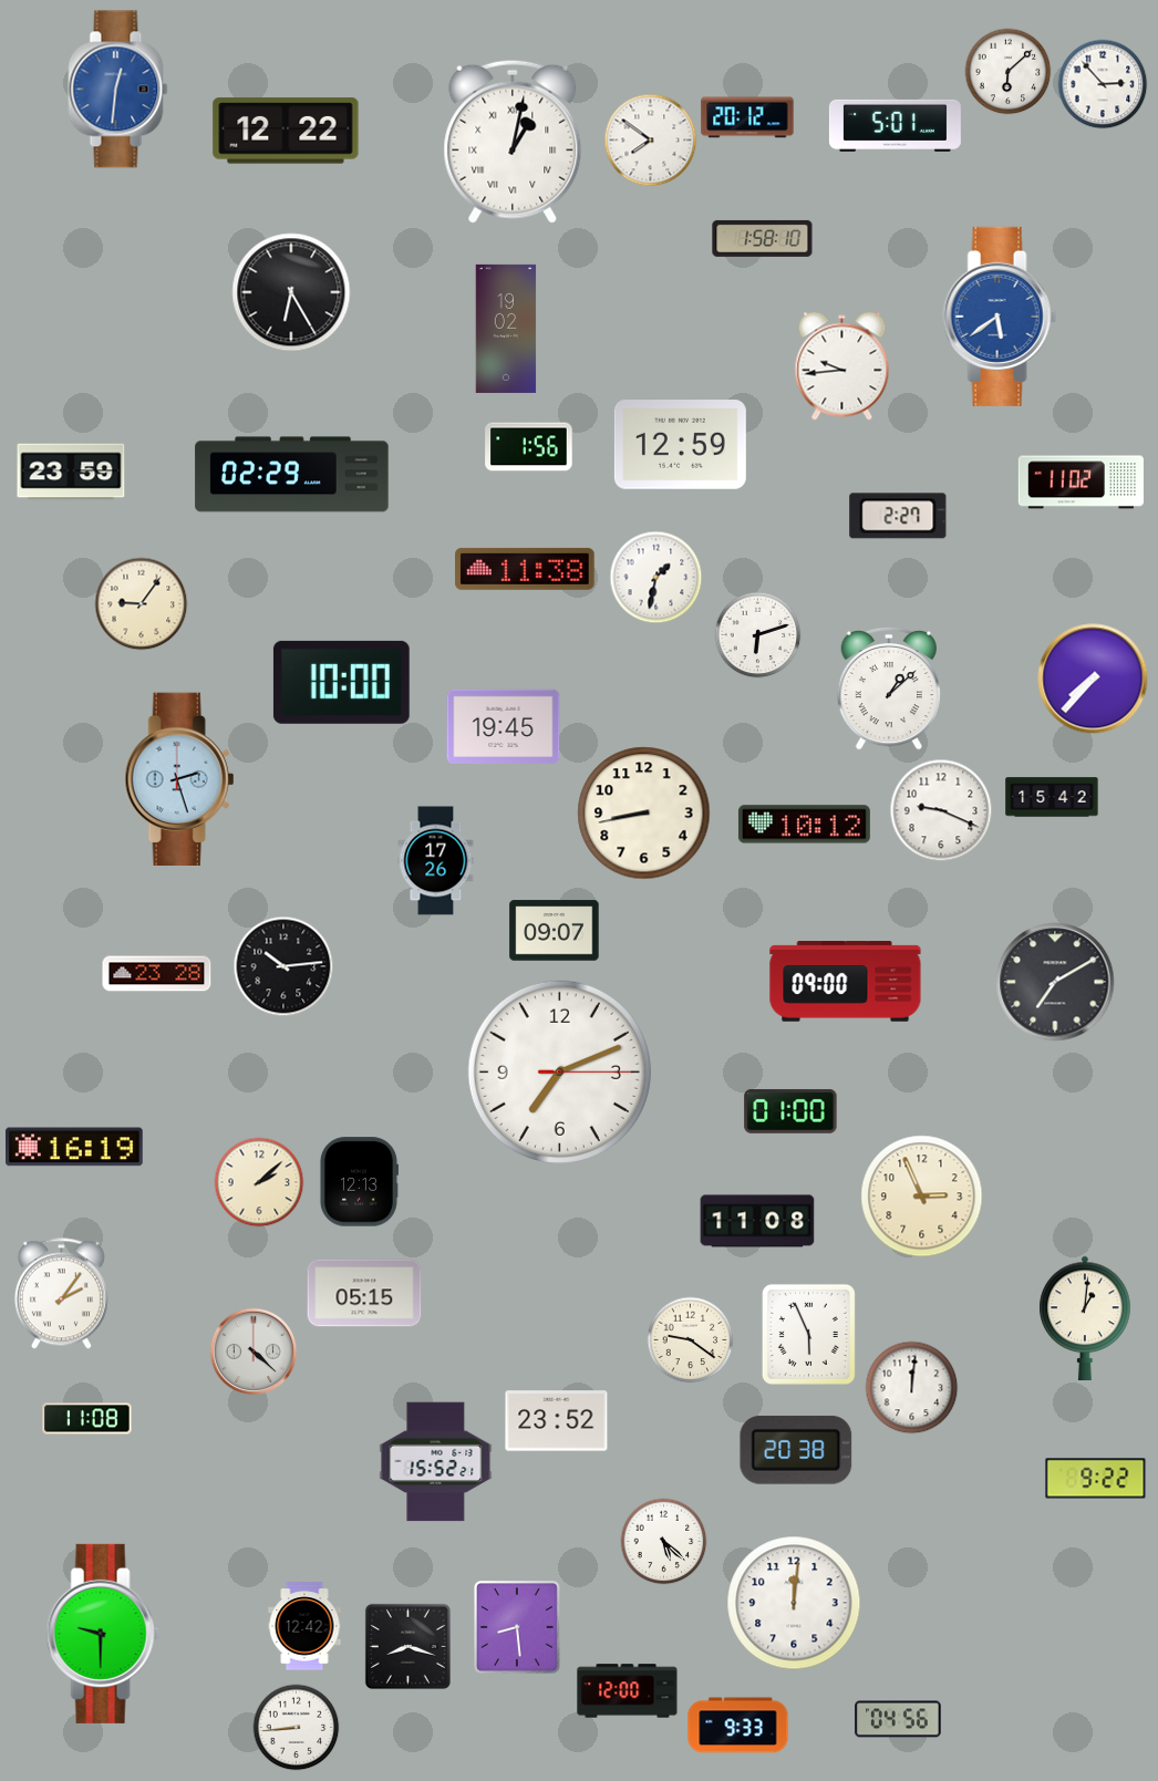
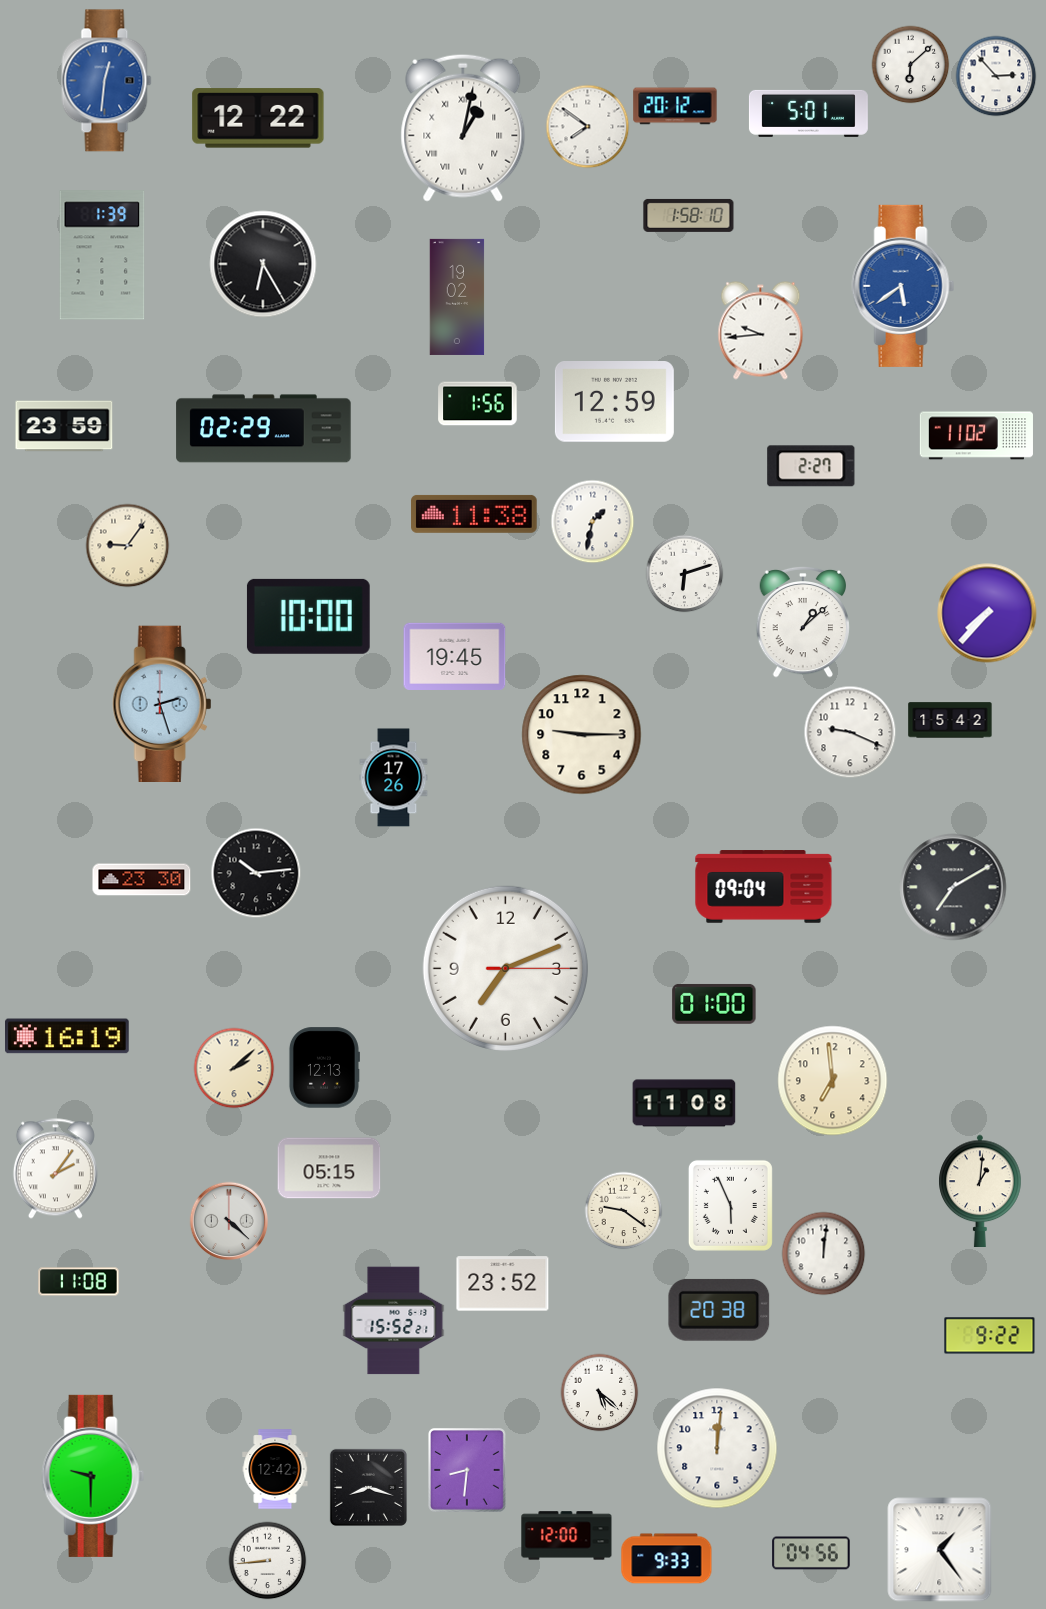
clock at (102, 255): none -> 1:39
clock at (644, 814): 8:43 -> 9:15
clock at (804, 825): 10:12 -> none
clock at (555, 931): 09:07 -> none
clock at (157, 974): 23:28 -> 23:30
clock at (846, 982): 09:00 -> 09:04
clock at (922, 1197): 2:56 -> 6:59
clock at (518, 1628): 8:29 -> 8:31
clock at (628, 1691) position: (628, 1691) -> (567, 1536)
clock at (940, 1550): none -> 1:24
